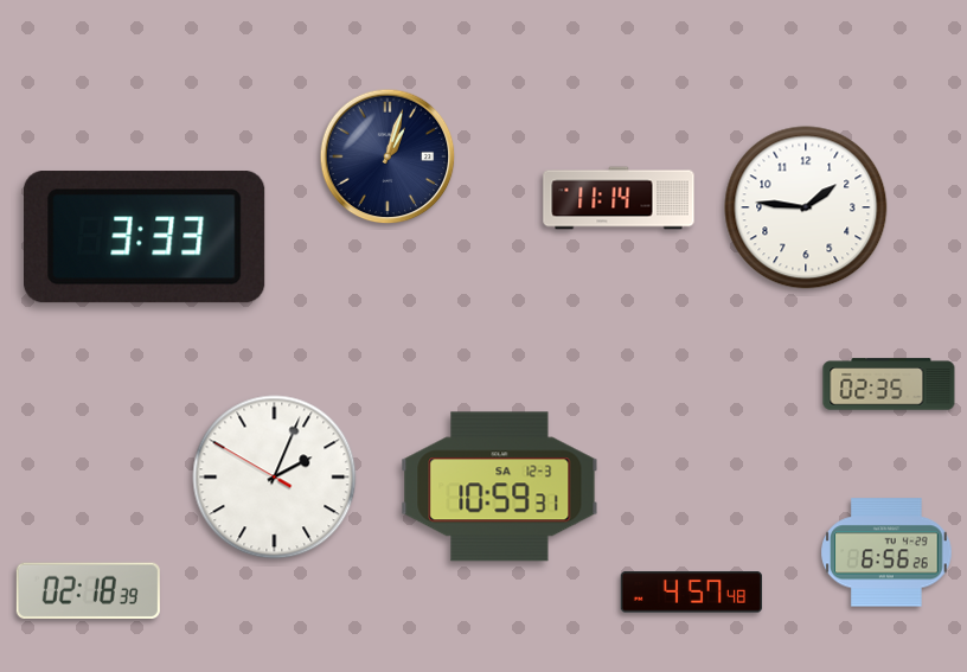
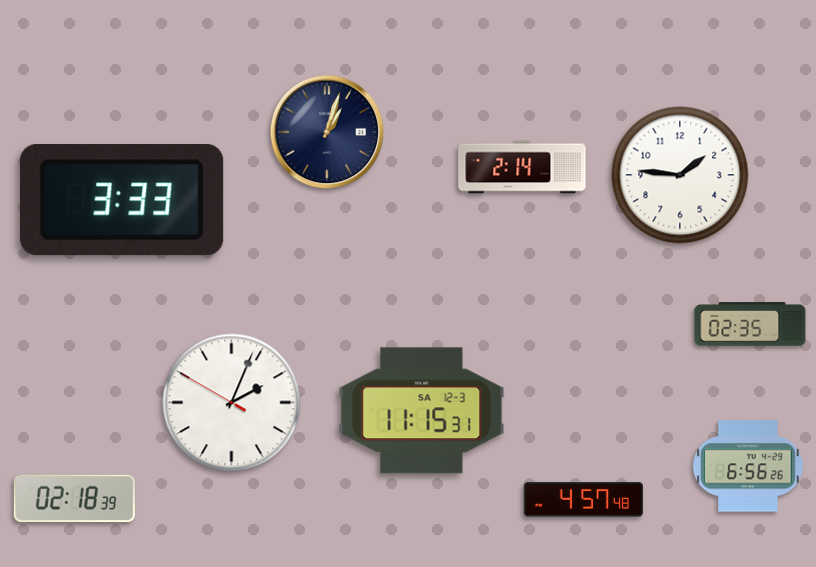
clock at (619, 198): 11:14 -> 2:14
clock at (500, 487): 10:59 -> 11:15
